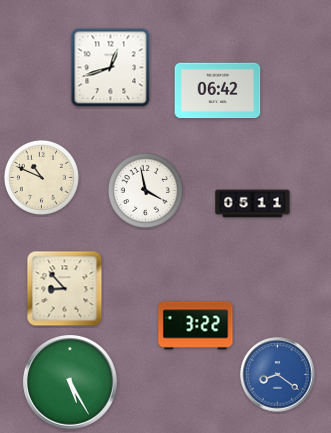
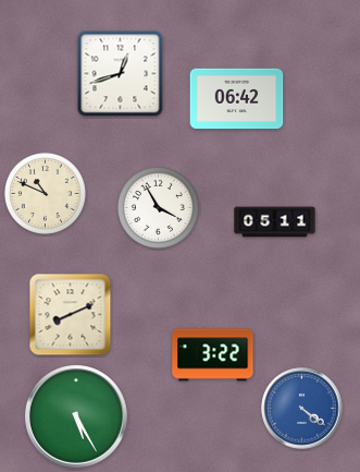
clock at (145, 190): 3:58 -> 3:55
clock at (65, 289): 8:53 -> 8:11
clock at (278, 375): 8:21 -> 4:21
